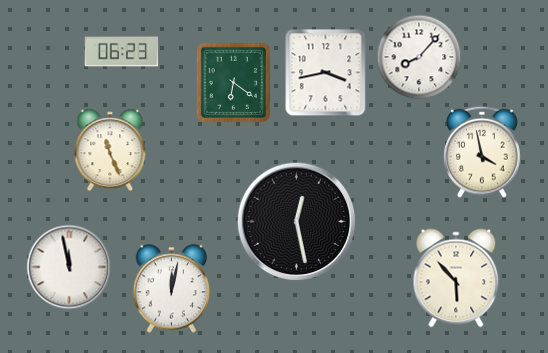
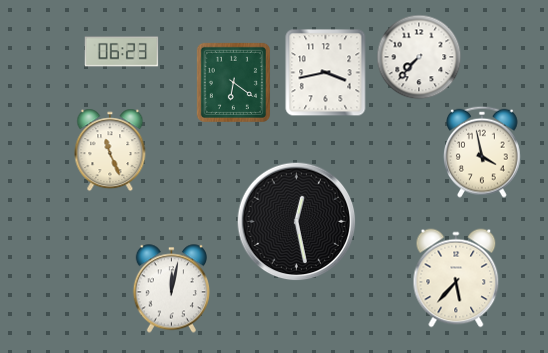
clock at (419, 57): 8:07 -> 7:37
clock at (69, 267): 11:58 -> none
clock at (456, 278): 5:53 -> 5:37
